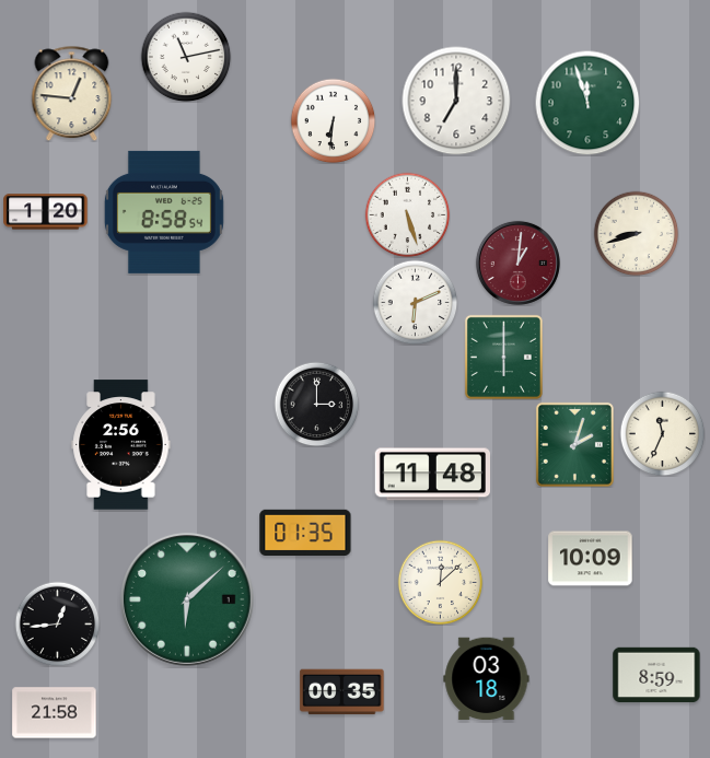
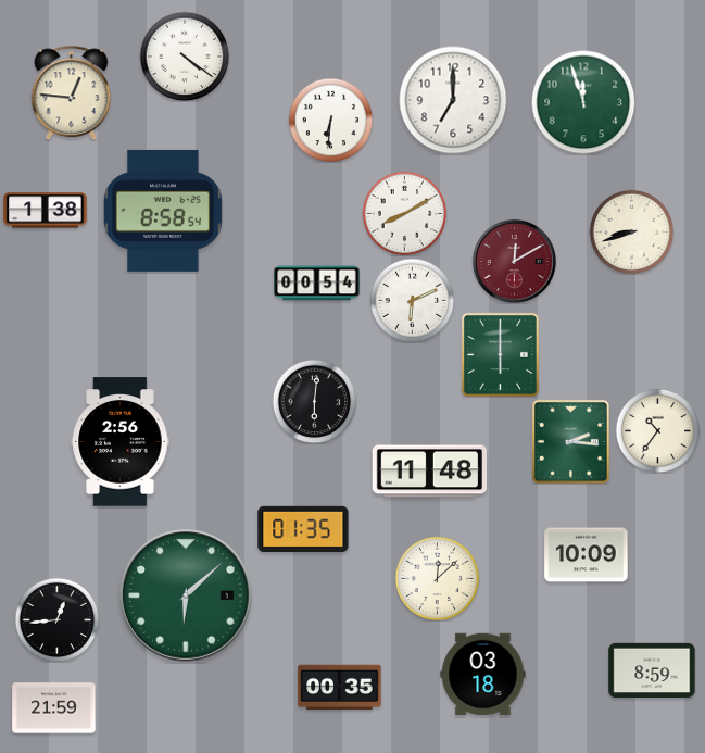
clock at (186, 57): 11:13 -> 4:21
clock at (46, 212): 1:20 -> 1:38
clock at (407, 214): 5:27 -> 8:10
clock at (517, 263): 1:01 -> 12:10
clock at (317, 284): none -> 00:54
clock at (316, 404): 3:00 -> 6:01
clock at (662, 433): 11:34 -> 10:36
clock at (574, 444): 2:03 -> 2:16
clock at (55, 713): 21:58 -> 21:59
